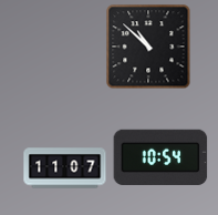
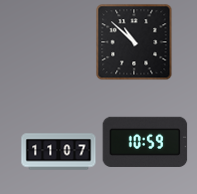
clock at (160, 157): 10:54 -> 10:59
